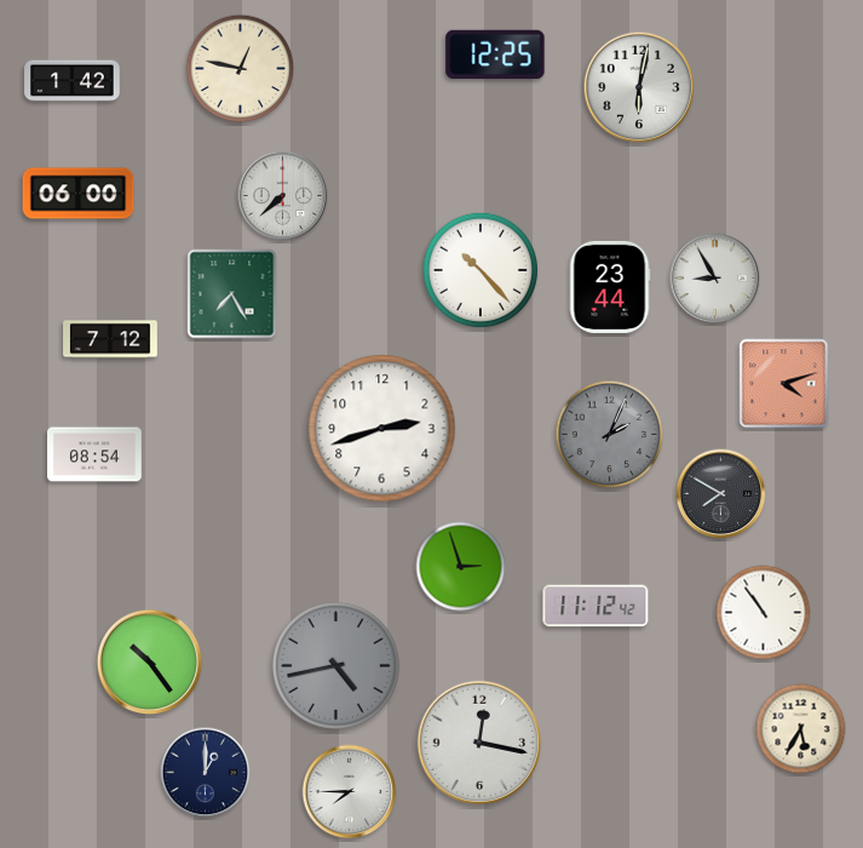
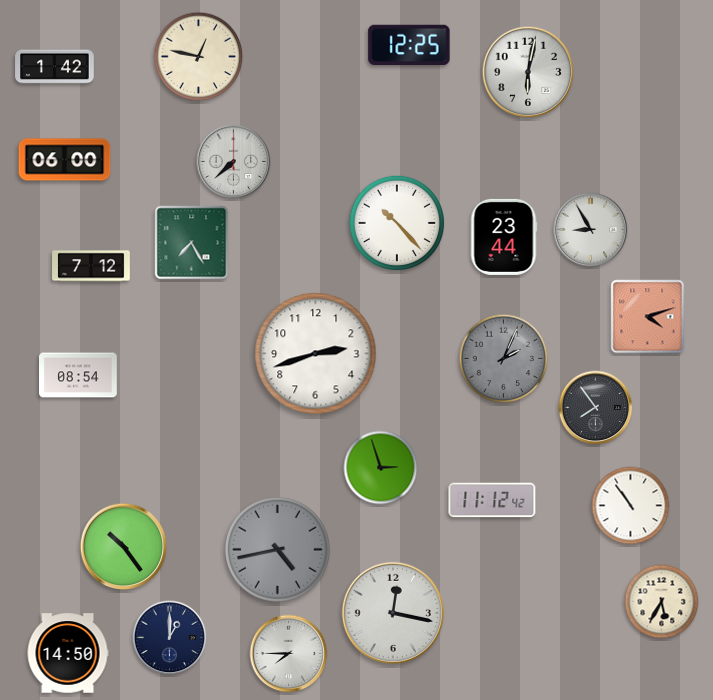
clock at (73, 81) position: (73, 81) -> (55, 67)
clock at (110, 339) position: (110, 339) -> (91, 266)
clock at (721, 494): 7:50 -> 7:54
clock at (478, 741) position: (478, 741) -> (392, 612)
clock at (68, 653): none -> 14:50
